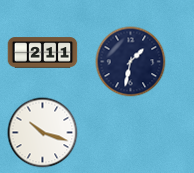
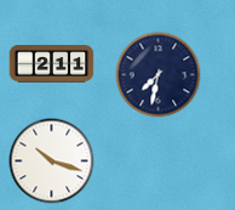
clock at (131, 62): 1:32 -> 7:32
